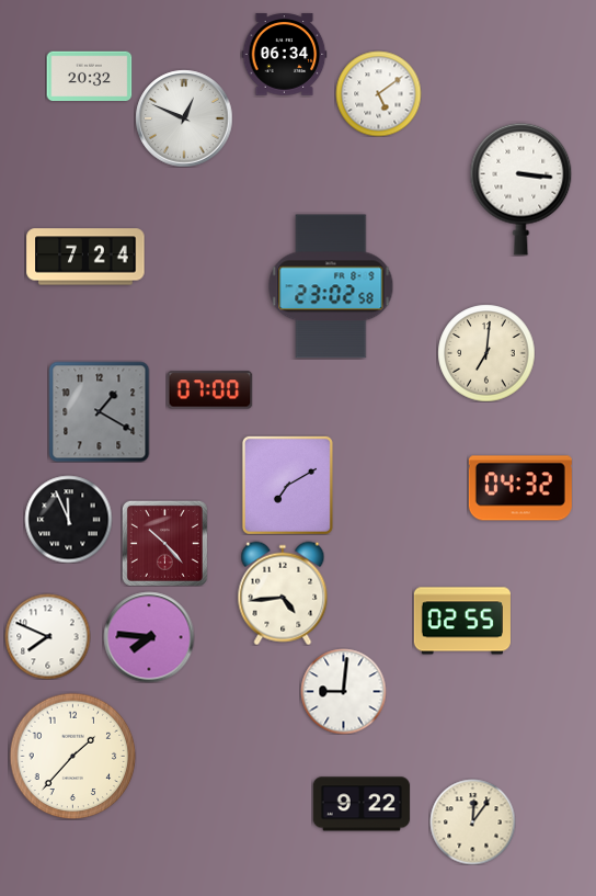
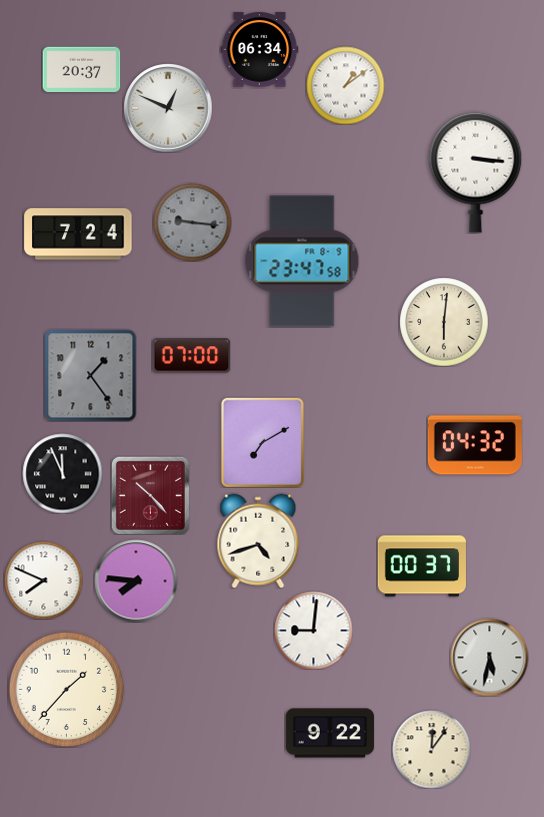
clock at (89, 77): 20:32 -> 20:37
clock at (378, 93): 5:09 -> 1:09
clock at (192, 222): none -> 9:16
clock at (331, 286): 23:02 -> 23:47
clock at (486, 353): 7:01 -> 6:01
clock at (99, 411): 1:20 -> 1:24
clock at (283, 593): 4:44 -> 4:42
clock at (462, 621): 02:55 -> 00:37
clock at (489, 657): none -> 5:32
